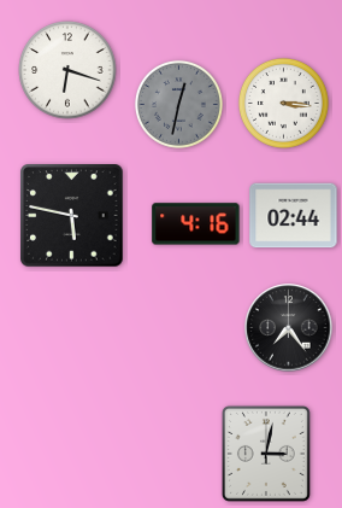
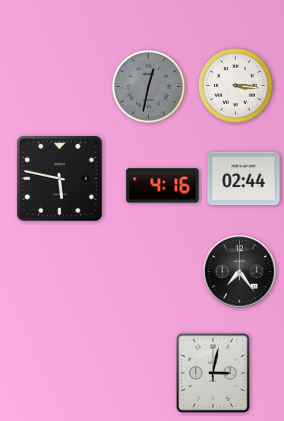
clock at (67, 70): 6:18 -> none
clock at (266, 454) position: (266, 454) -> (213, 373)
